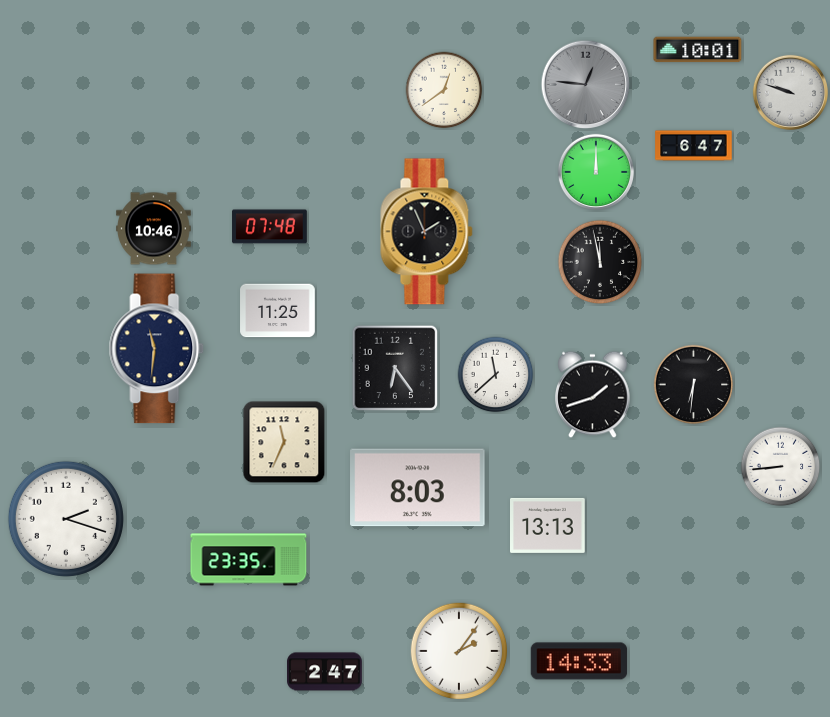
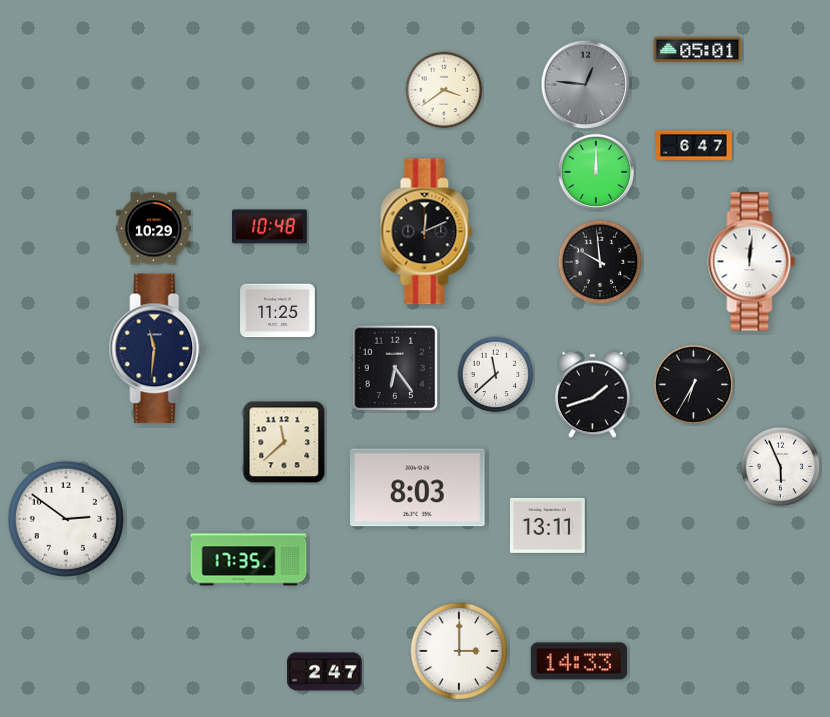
clock at (698, 50): 10:01 -> 05:01
clock at (444, 90): 12:39 -> 3:39
clock at (790, 92): 9:48 -> none
clock at (270, 227): 07:48 -> 10:48
clock at (154, 229): 10:46 -> 10:29
clock at (427, 232): 1:56 -> 12:11
clock at (600, 262): 11:58 -> 9:59
clock at (752, 262): none -> 12:01
clock at (694, 385): 6:31 -> 6:35
clock at (284, 442): 11:34 -> 11:38
clock at (781, 467): 8:44 -> 5:56
clock at (66, 519): 2:18 -> 2:51
clock at (548, 525): 13:13 -> 13:11
clock at (249, 560): 23:35 -> 17:35
clock at (459, 651): 2:06 -> 3:00
